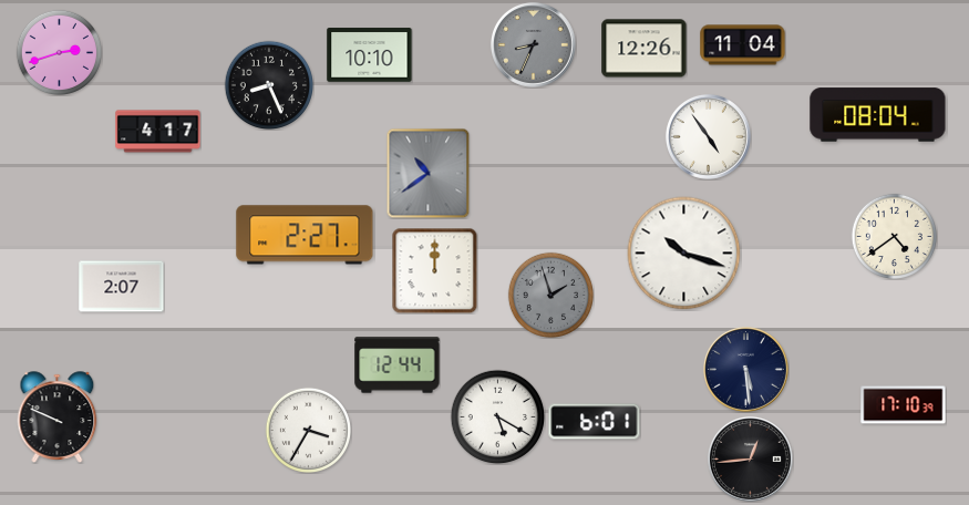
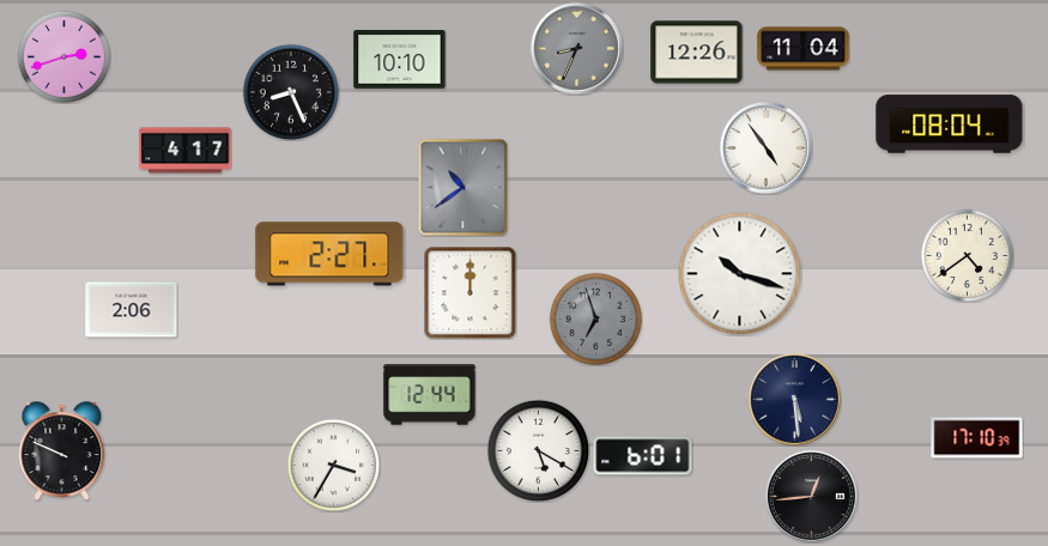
clock at (158, 132) position: (158, 132) -> (186, 151)
clock at (122, 287): 2:07 -> 2:06
clock at (550, 295): 1:57 -> 6:57
clock at (745, 369) position: (745, 369) -> (794, 399)
